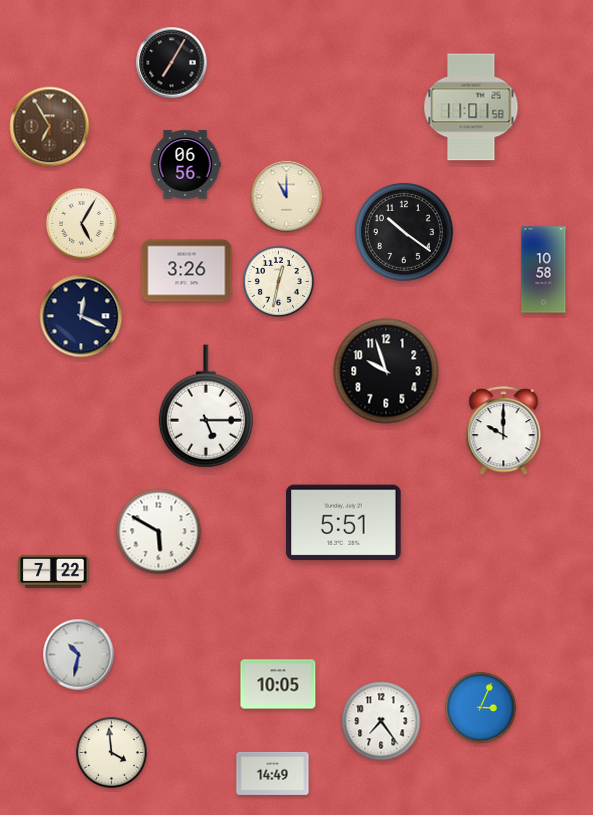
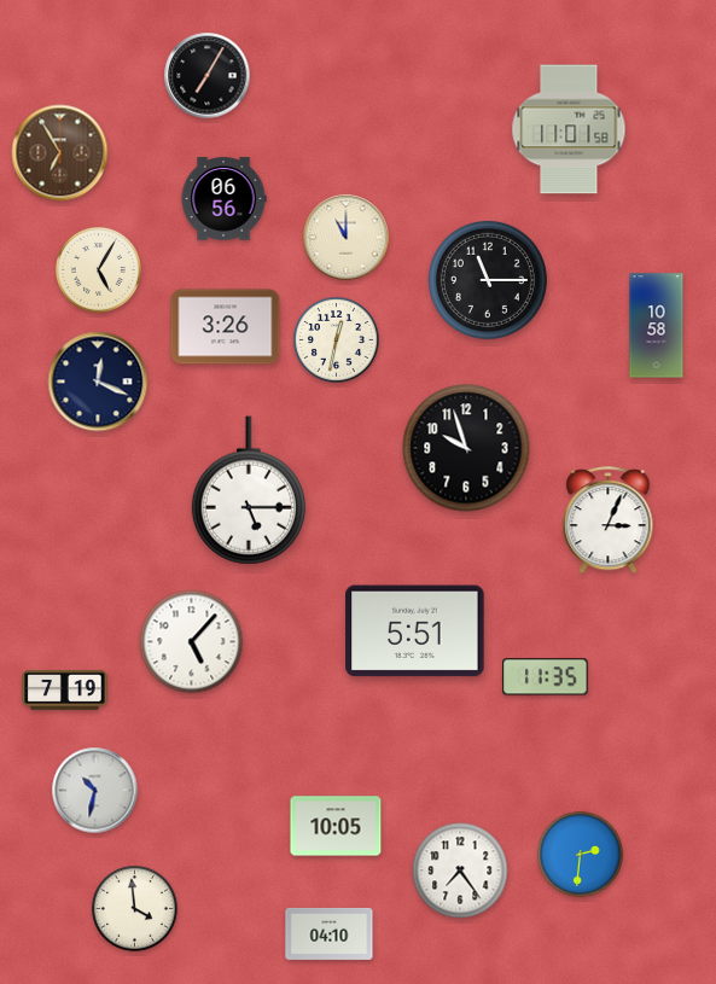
clock at (404, 232): 10:21 -> 11:15
clock at (504, 431): 10:00 -> 3:04
clock at (159, 532): 5:50 -> 5:07
clock at (546, 677): none -> 11:35
clock at (54, 571): 7:22 -> 7:19
clock at (480, 707): 3:04 -> 2:31
clock at (273, 773): 14:49 -> 04:10
